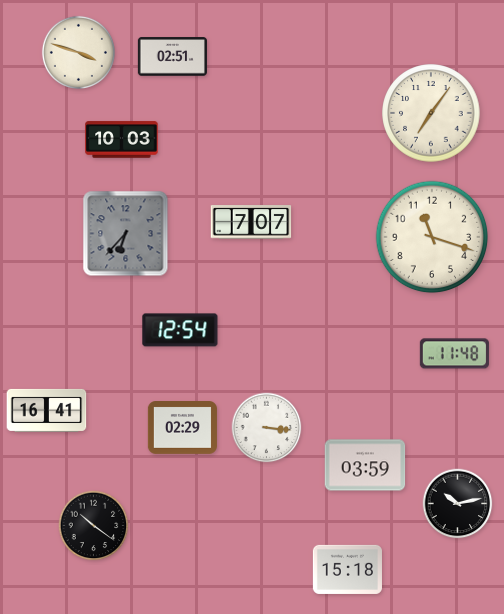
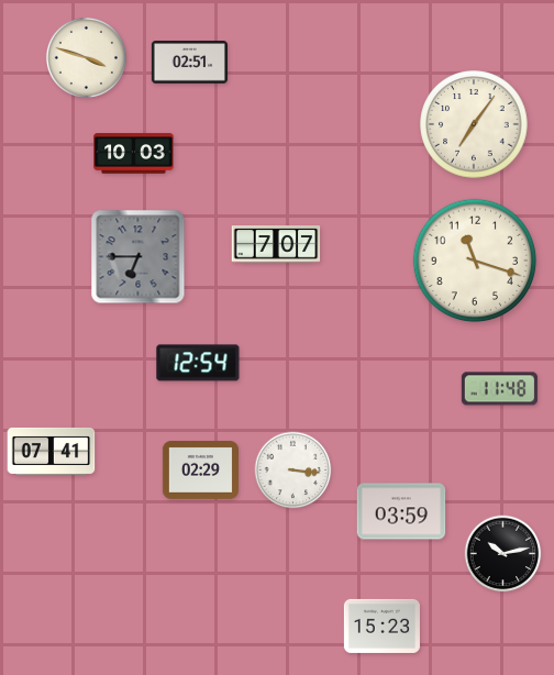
clock at (126, 234): 6:37 -> 6:45
clock at (47, 410): 16:41 -> 07:41
clock at (94, 526): 10:21 -> none
clock at (347, 569): 15:18 -> 15:23
